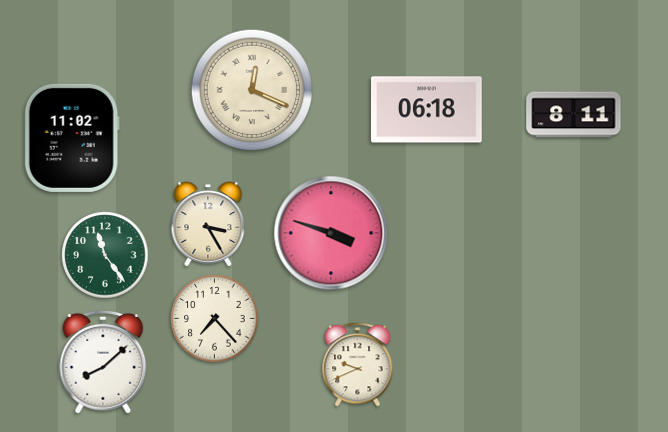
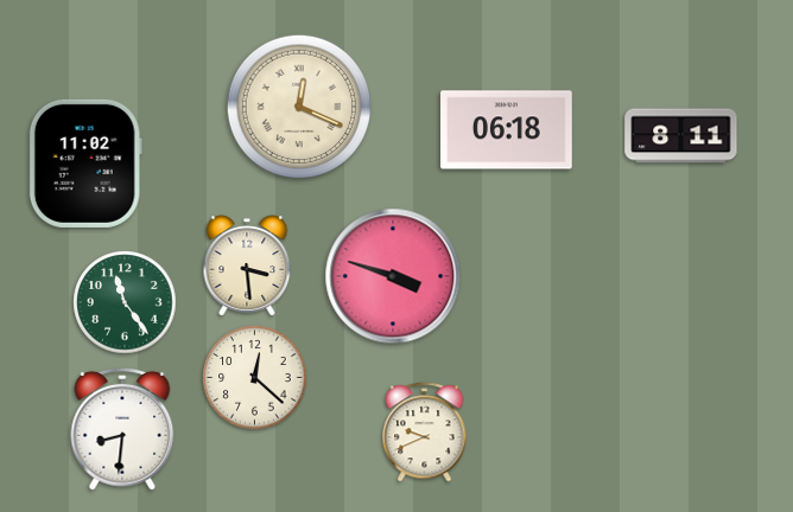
clock at (208, 224): 3:25 -> 3:29
clock at (215, 319): 7:23 -> 12:22
clock at (103, 362): 8:08 -> 8:31
